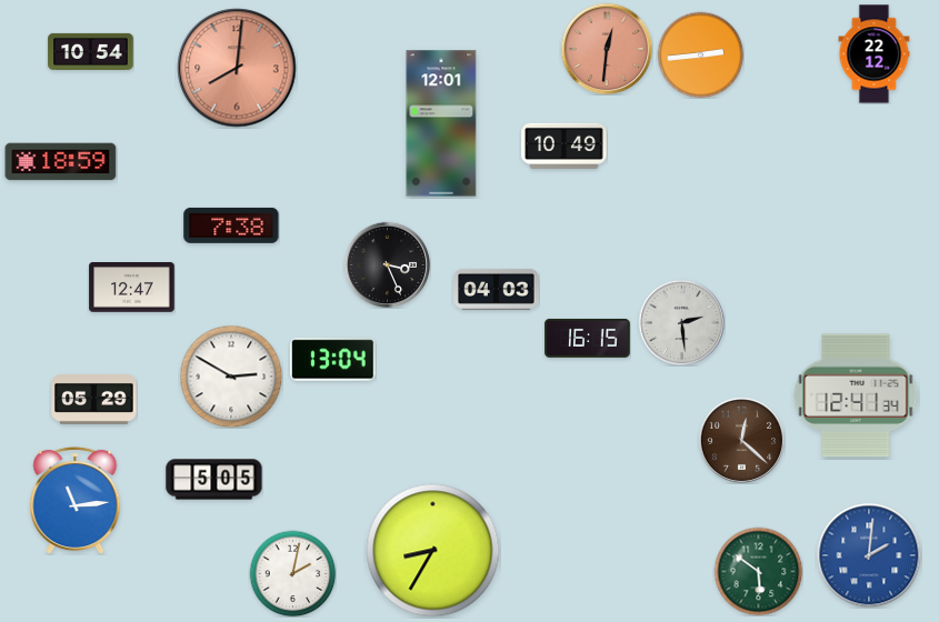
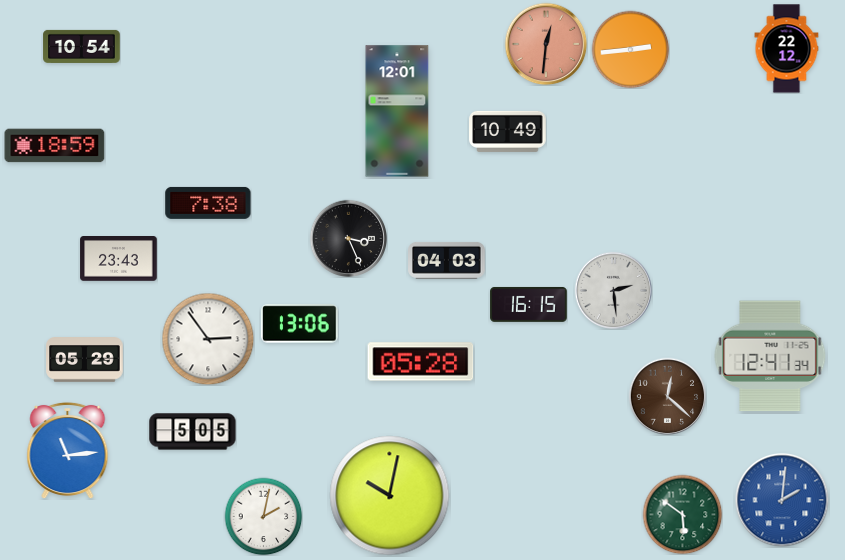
clock at (237, 68): 8:01 -> none
clock at (132, 288): 12:47 -> 23:43
clock at (333, 360): 13:04 -> 13:06
clock at (231, 377): 2:50 -> 2:54
clock at (421, 362): none -> 05:28
clock at (433, 551): 8:35 -> 10:02
